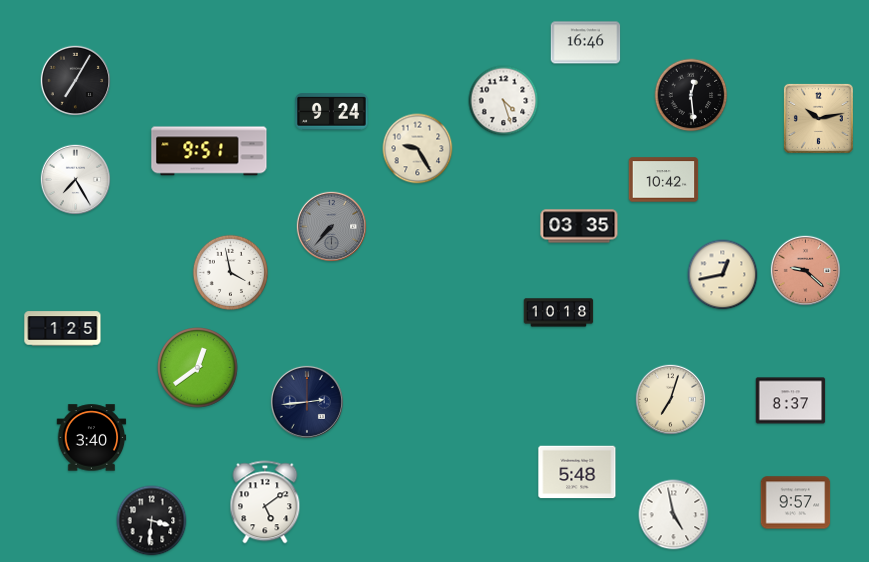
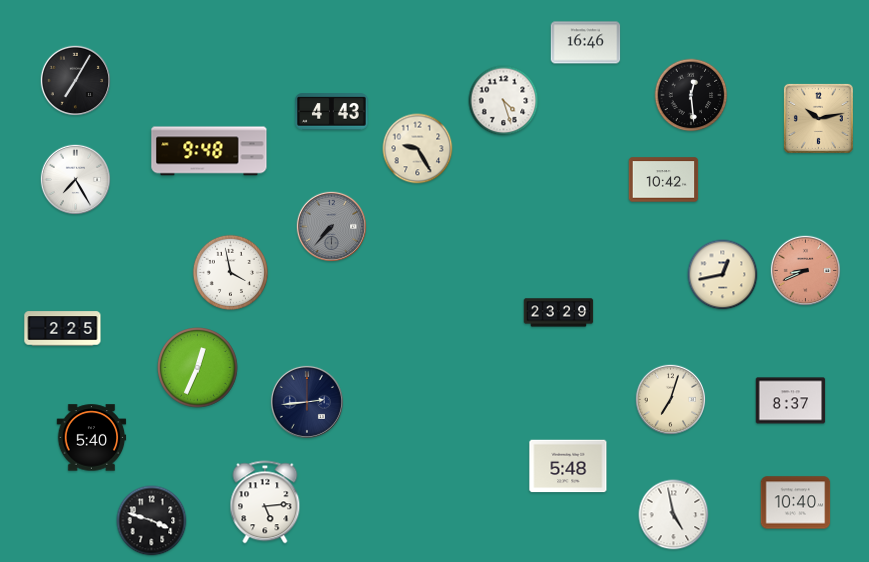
clock at (332, 112): 9:24 -> 4:43
clock at (209, 151): 9:51 -> 9:48
clock at (579, 226): 03:35 -> none
clock at (806, 271): 9:22 -> 8:41
clock at (559, 313): 10:18 -> 23:29
clock at (63, 329): 1:25 -> 2:25
clock at (198, 368): 12:39 -> 12:34
clock at (92, 438): 3:40 -> 5:40
clock at (577, 472) position: (577, 472) -> (568, 466)
clock at (265, 502): 5:09 -> 5:14
clock at (796, 503): 9:57 -> 10:40
clock at (152, 521): 3:31 -> 3:48
